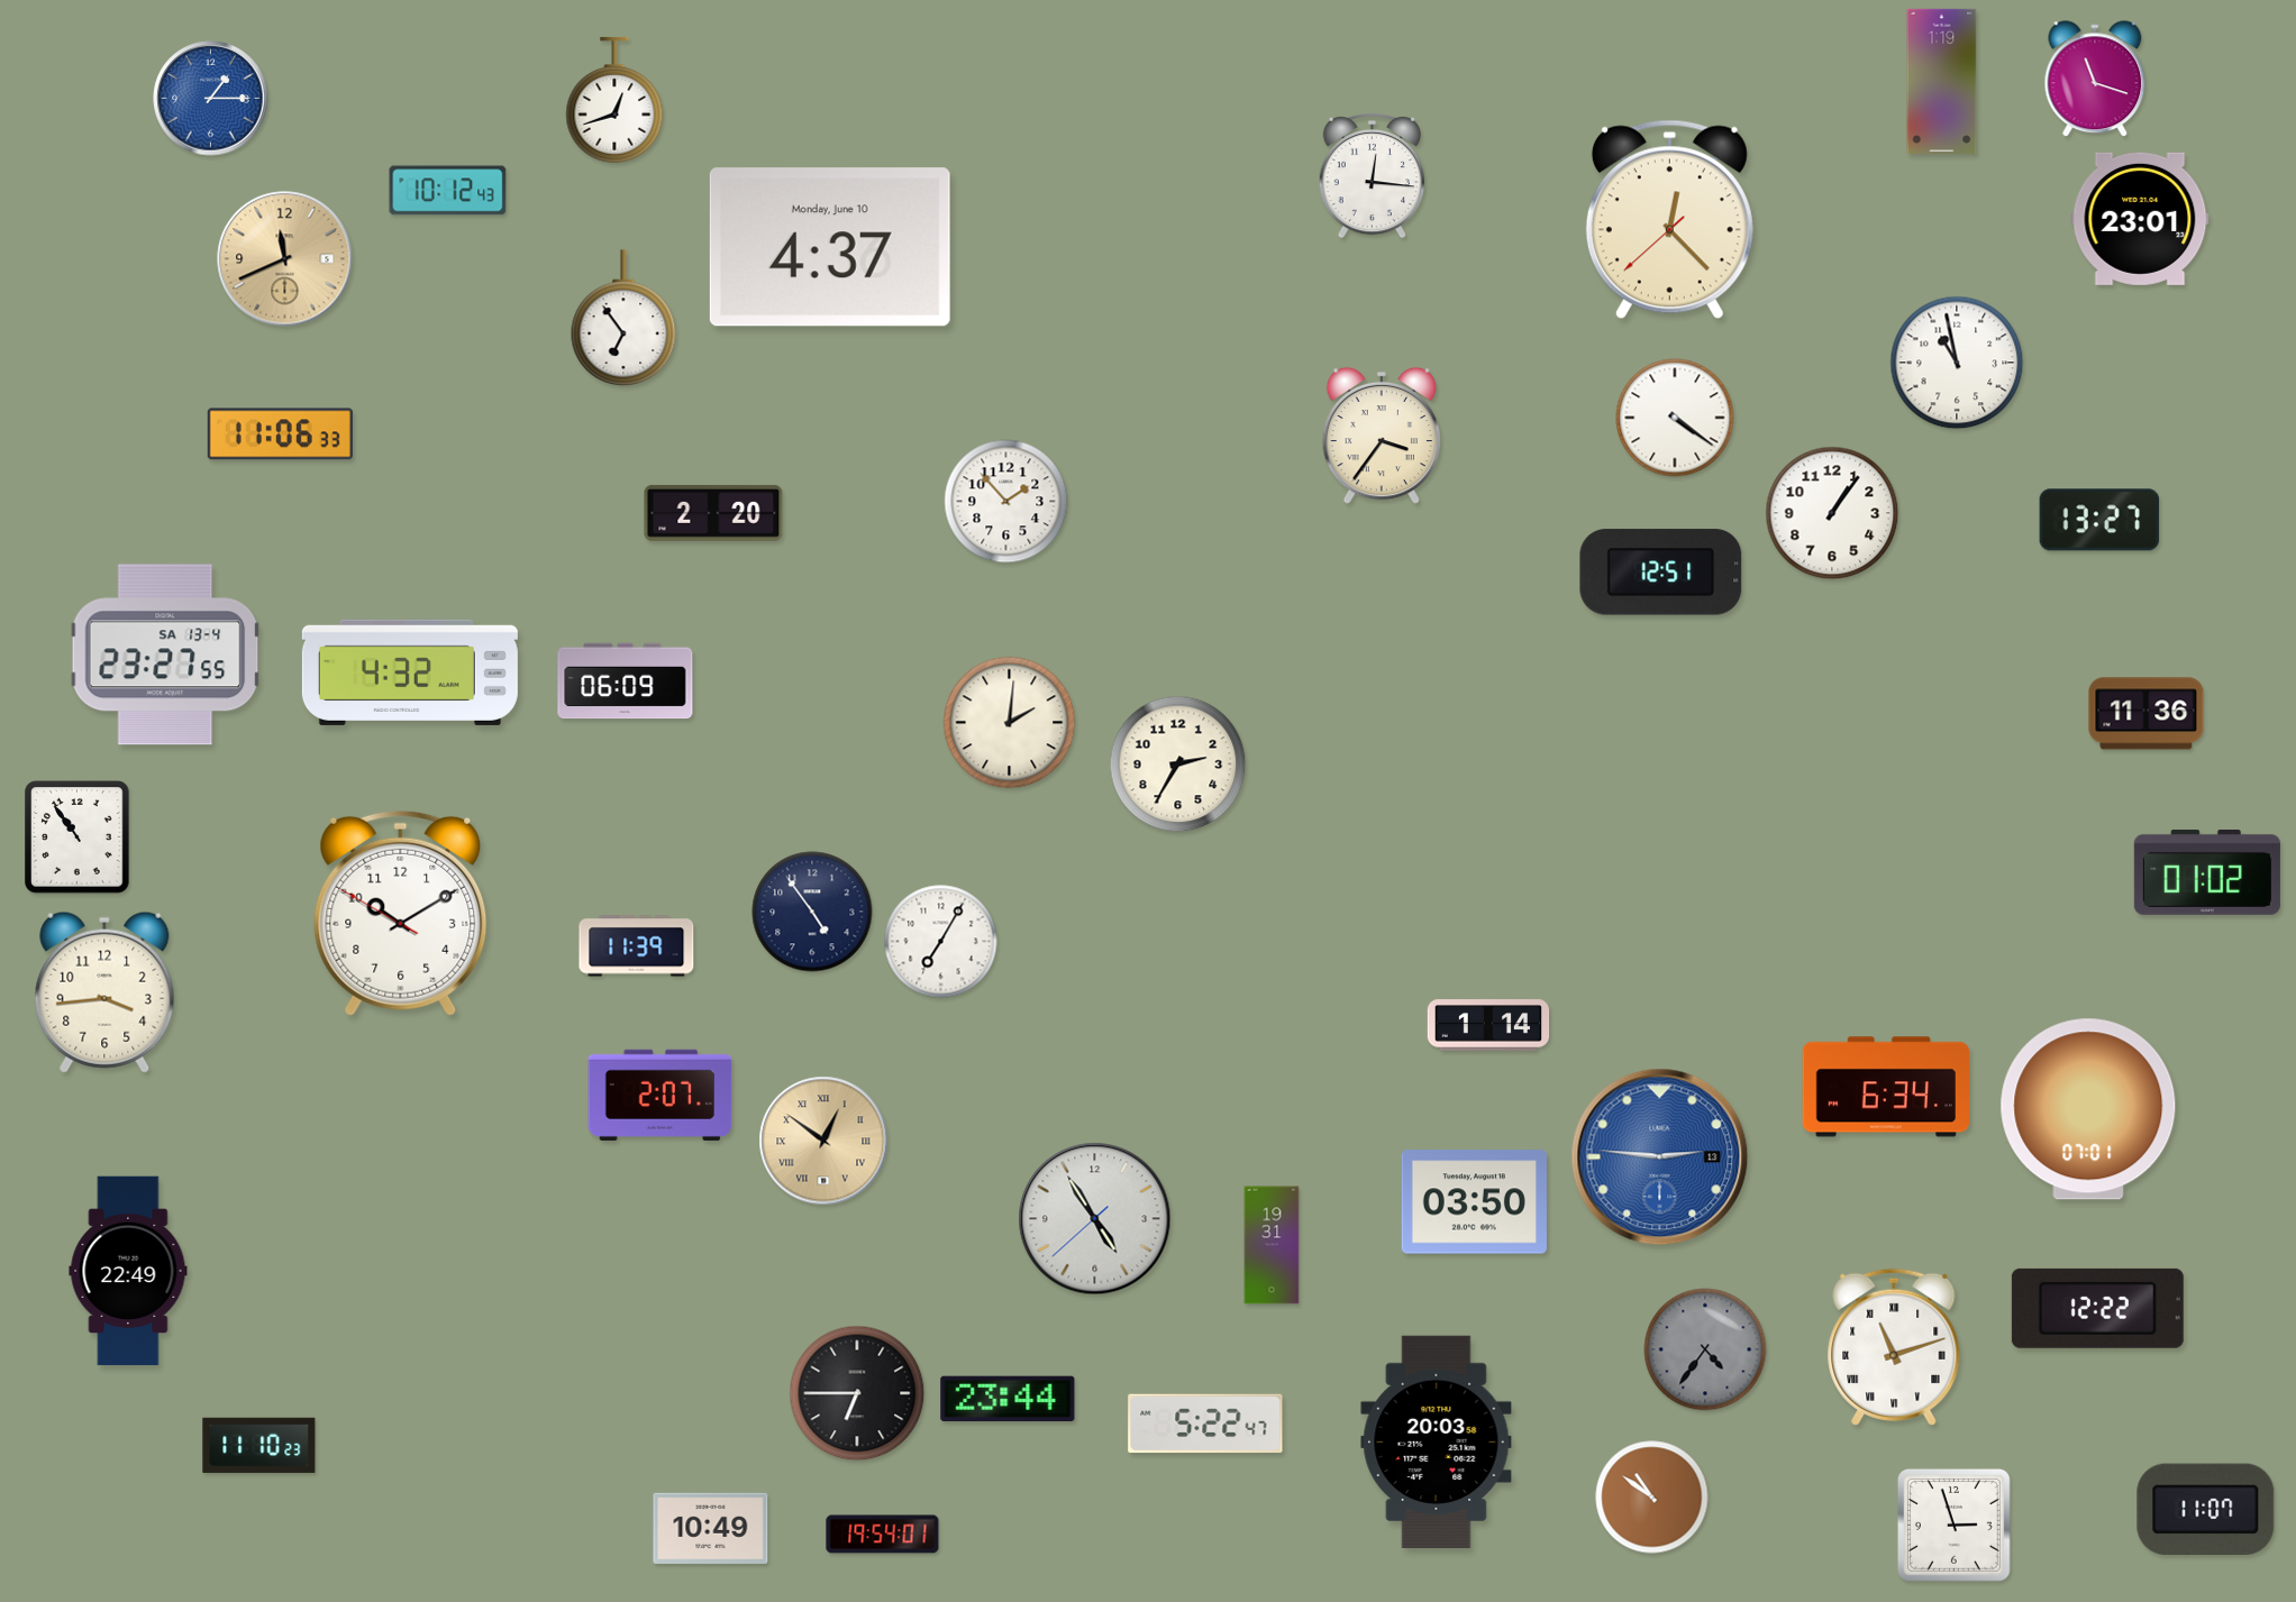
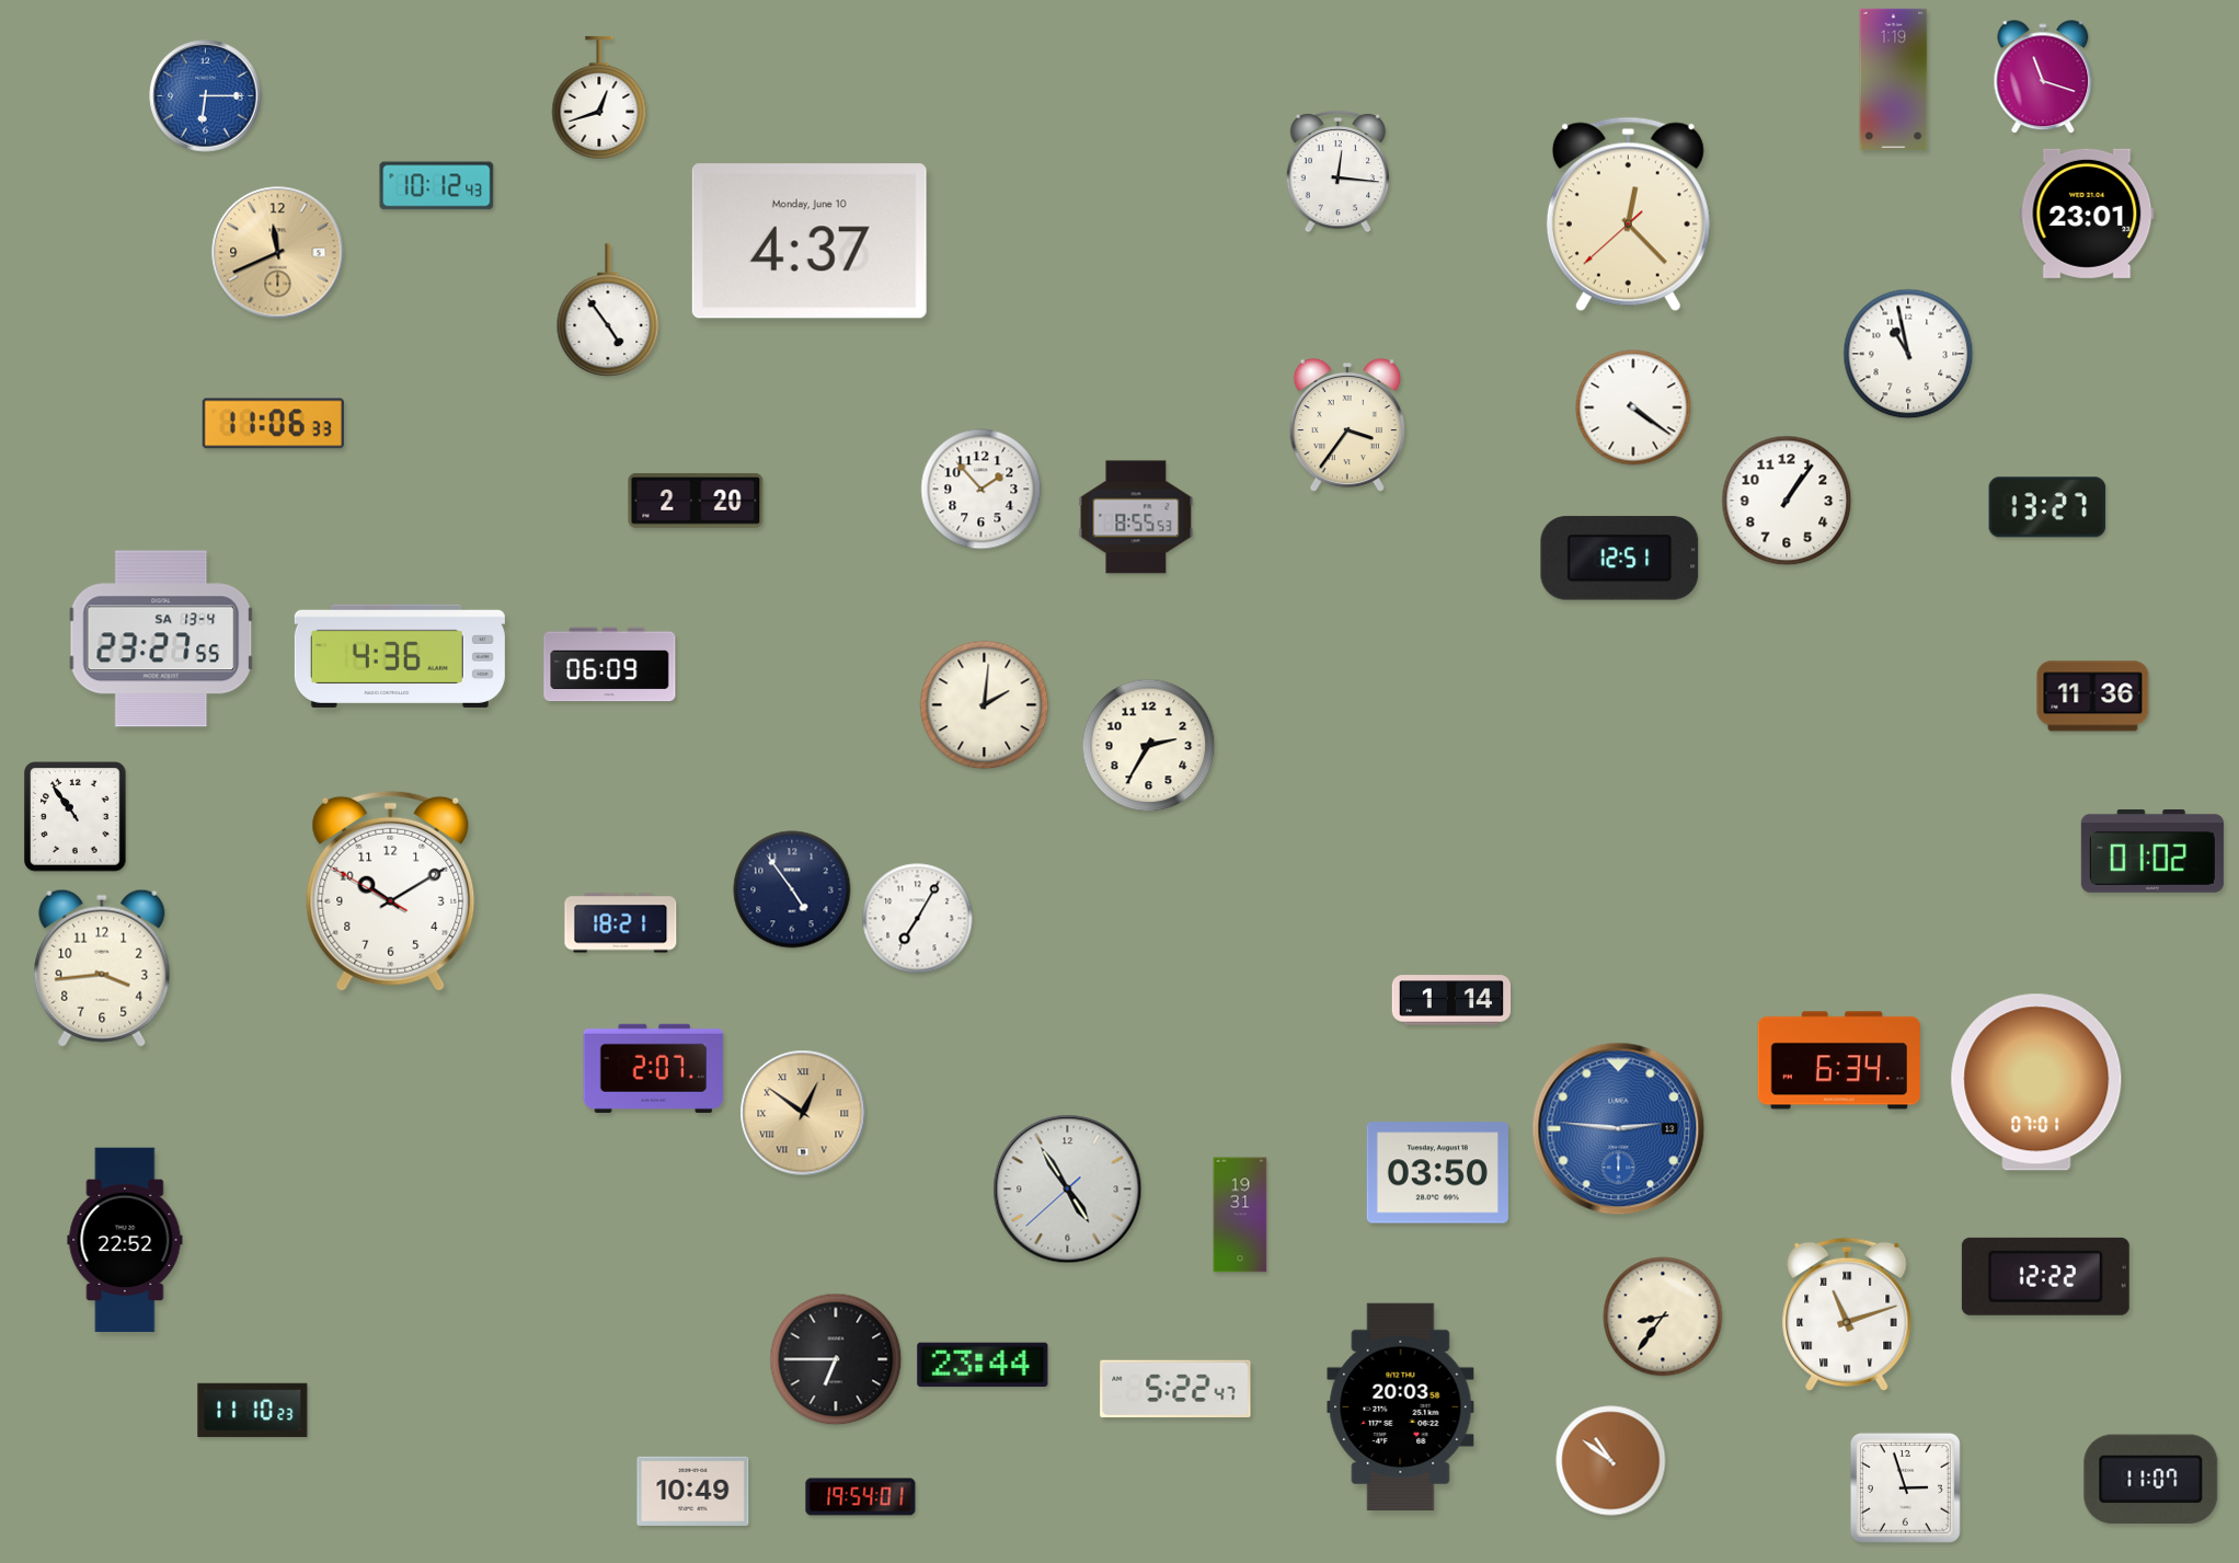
clock at (211, 99): 1:15 -> 6:15
clock at (623, 318): 6:54 -> 4:54
clock at (1136, 517): none -> 8:55
clock at (410, 672): 4:32 -> 4:36
clock at (637, 946): 11:39 -> 18:21
clock at (660, 1095) position: (660, 1095) -> (654, 1068)
clock at (128, 1271): 22:49 -> 22:52
clock at (1705, 1349): 4:36 -> 8:36
clock at (1705, 1349) dial: grey -> cream
clock at (2206, 1509) position: (2206, 1509) -> (2151, 1479)
